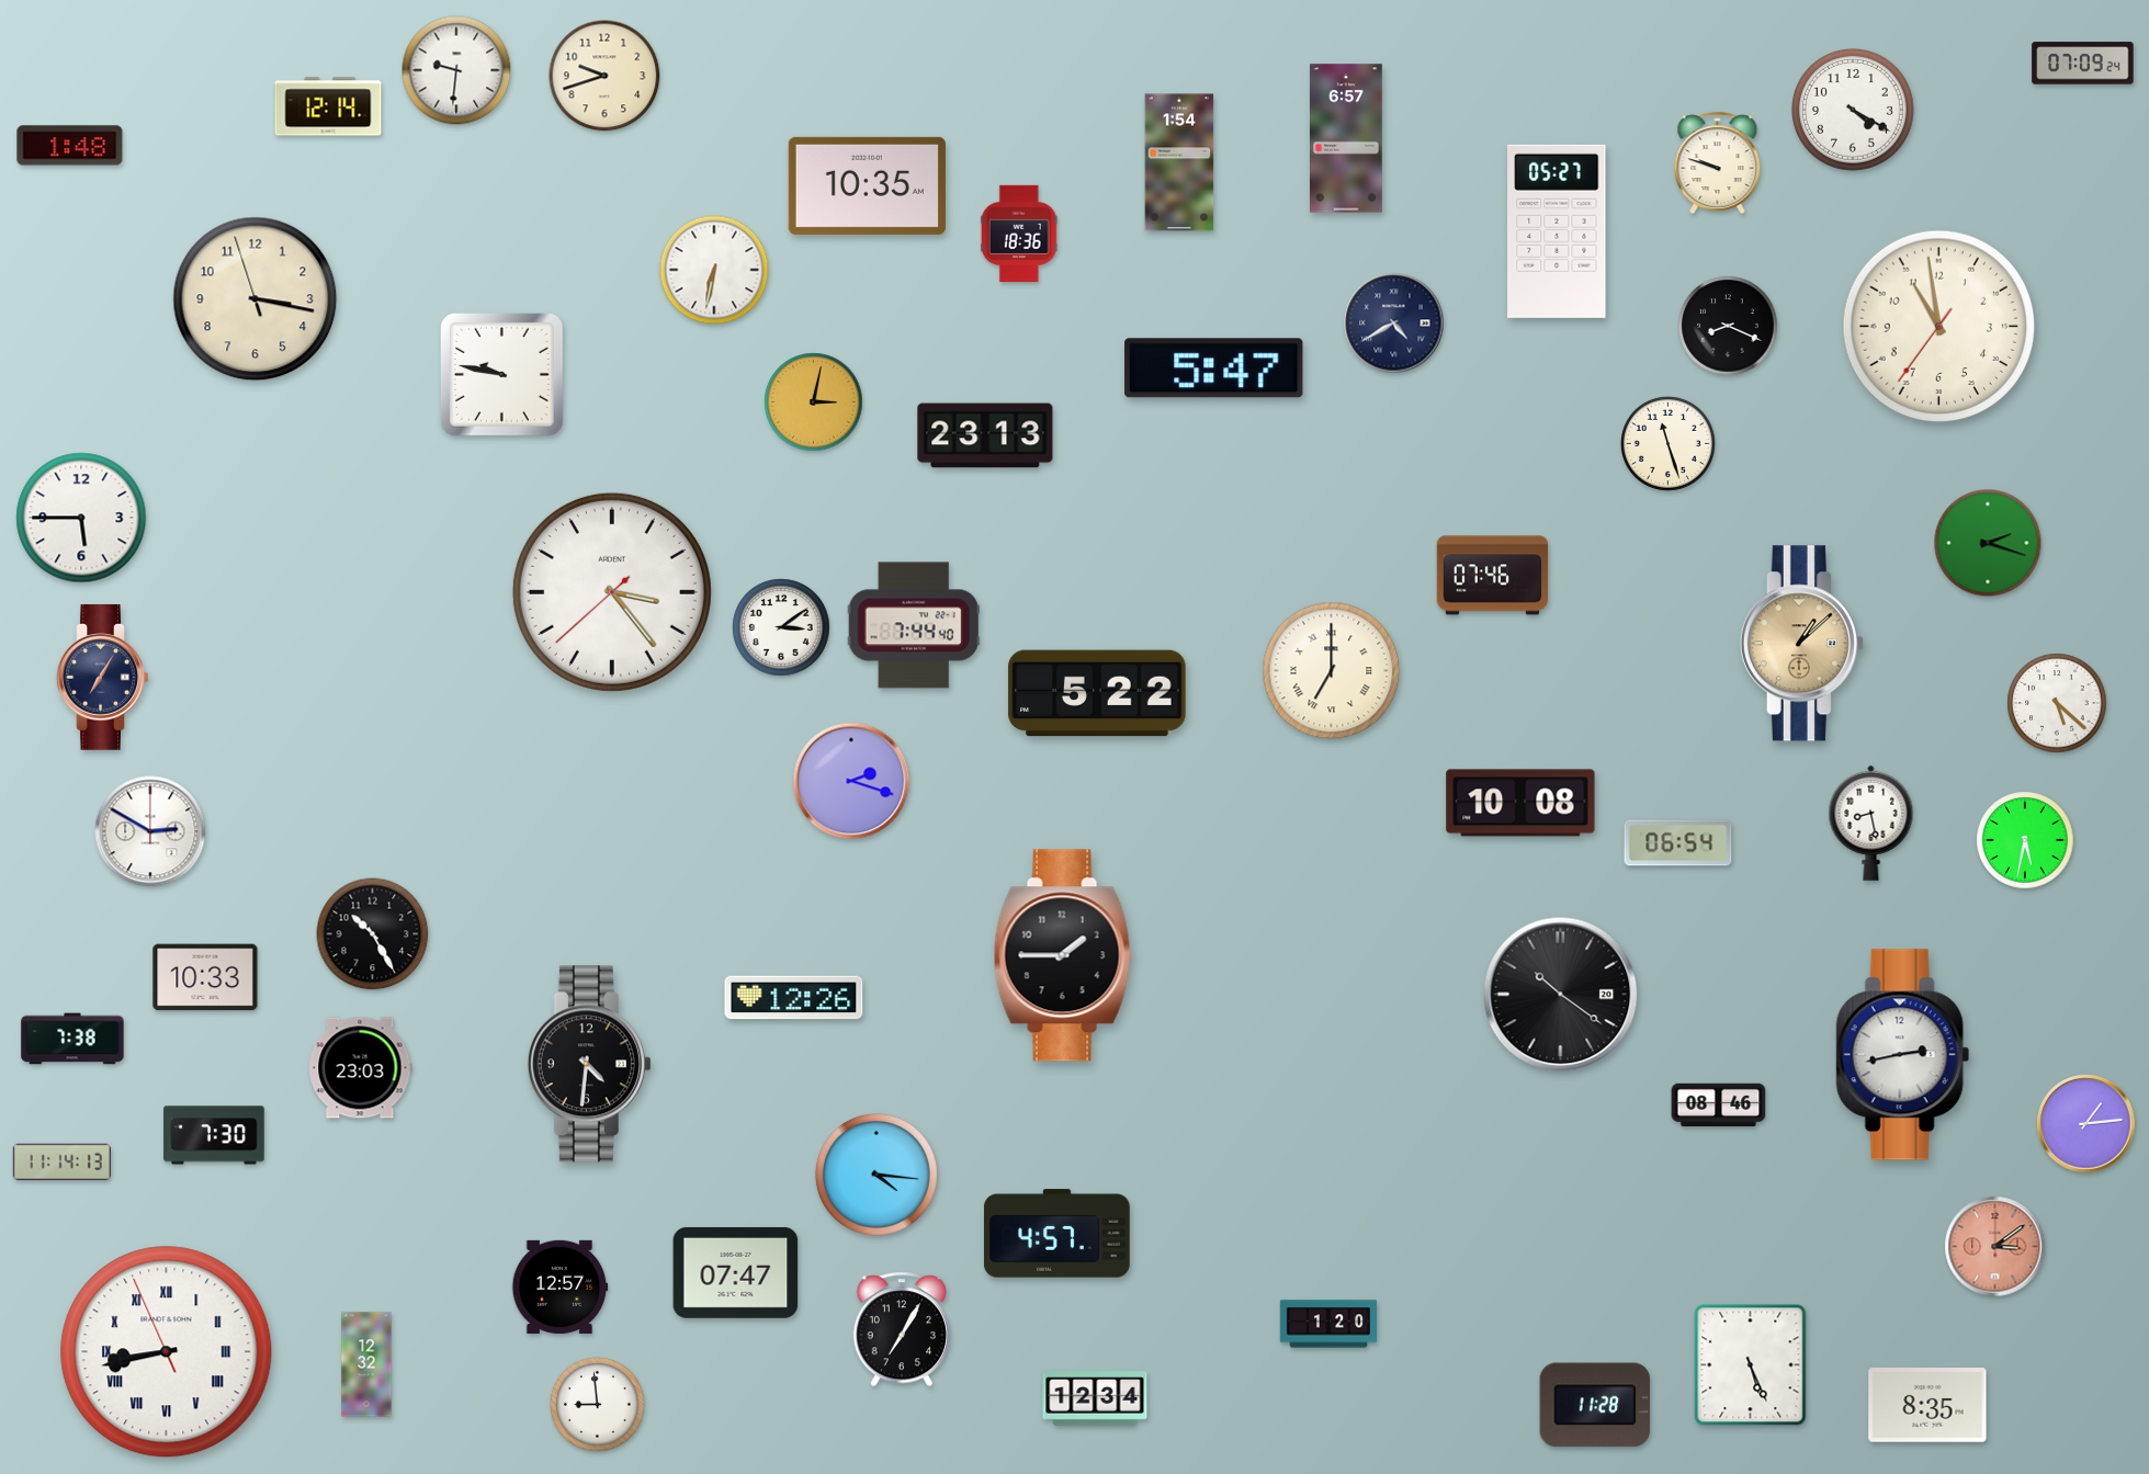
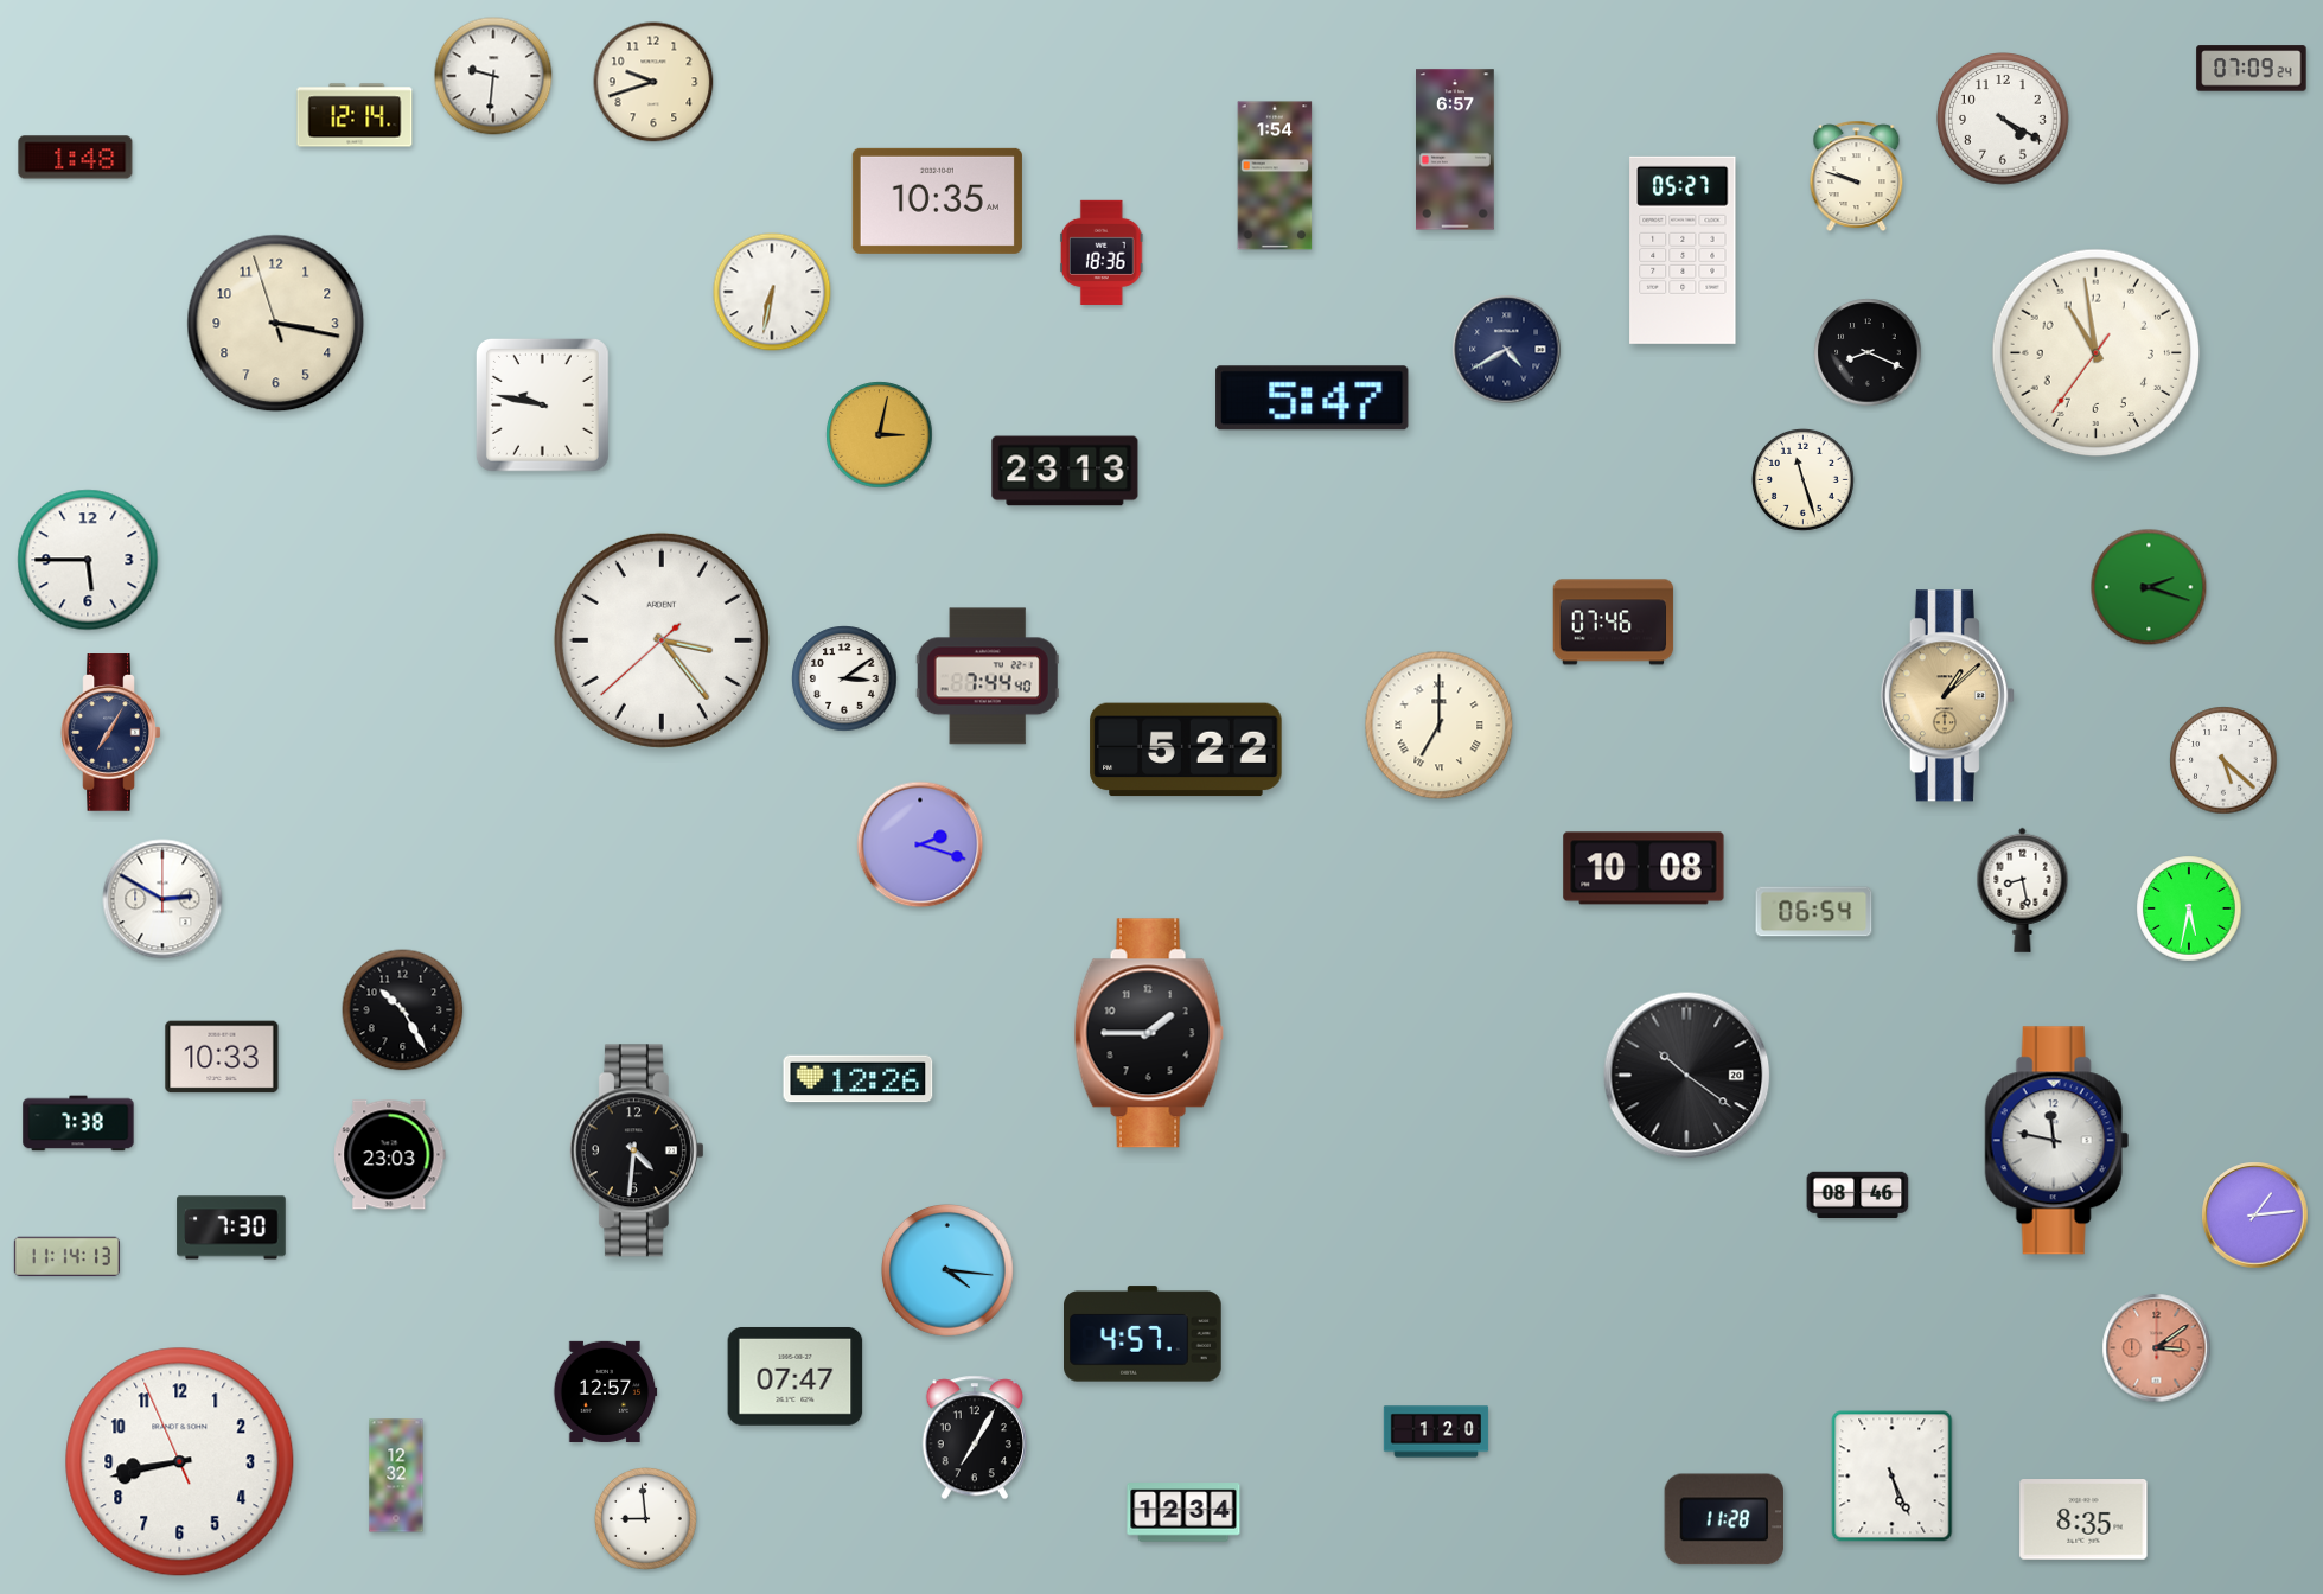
clock at (1902, 1055): 2:43 -> 11:47
clock at (167, 1352) numerals: Roman -> Arabic
